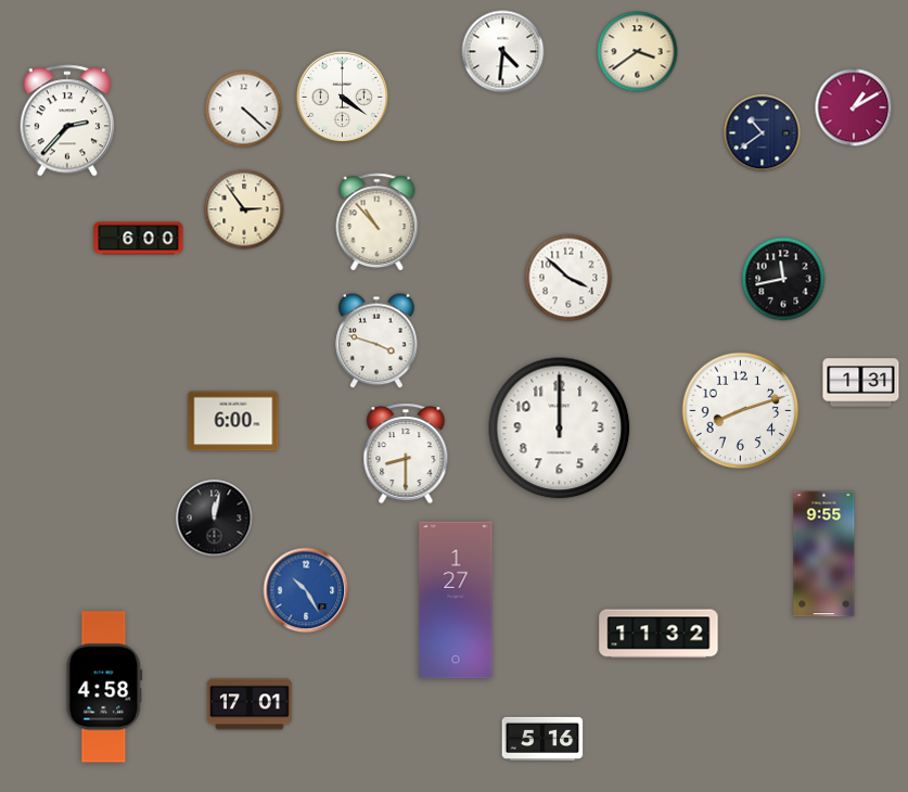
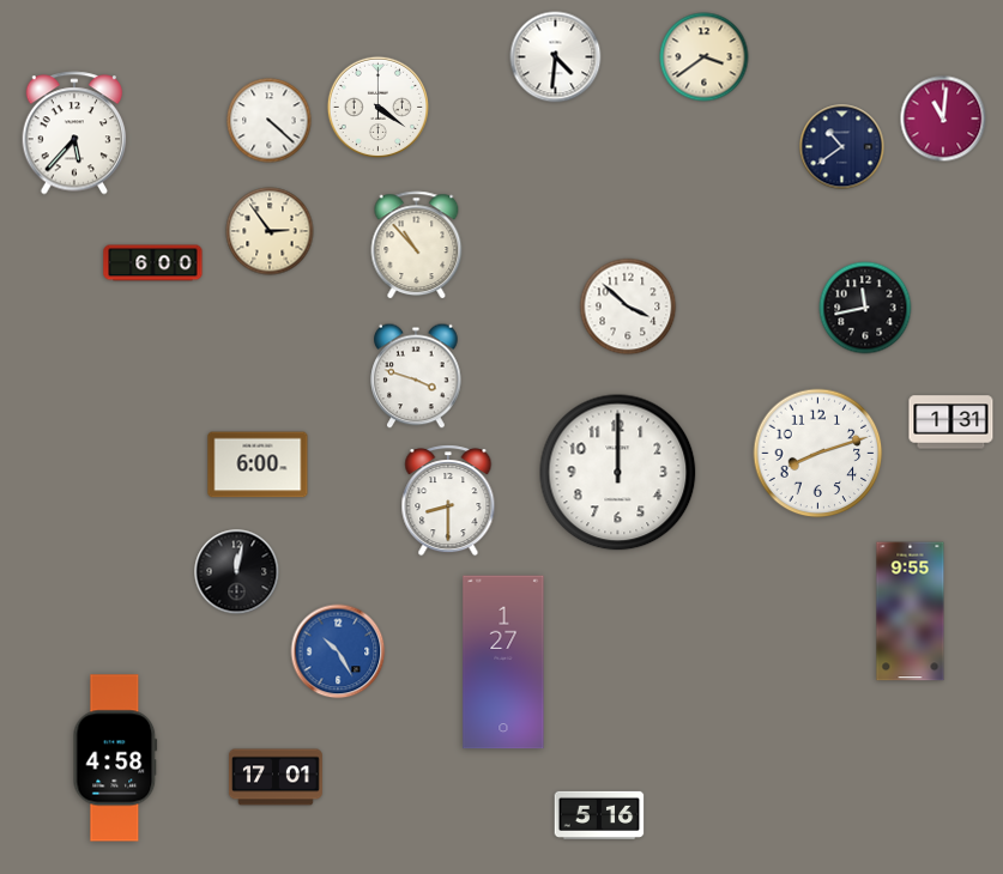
clock at (854, 107): 1:10 -> 11:01
clock at (67, 120): 2:37 -> 5:37
clock at (658, 634): 11:32 -> none
